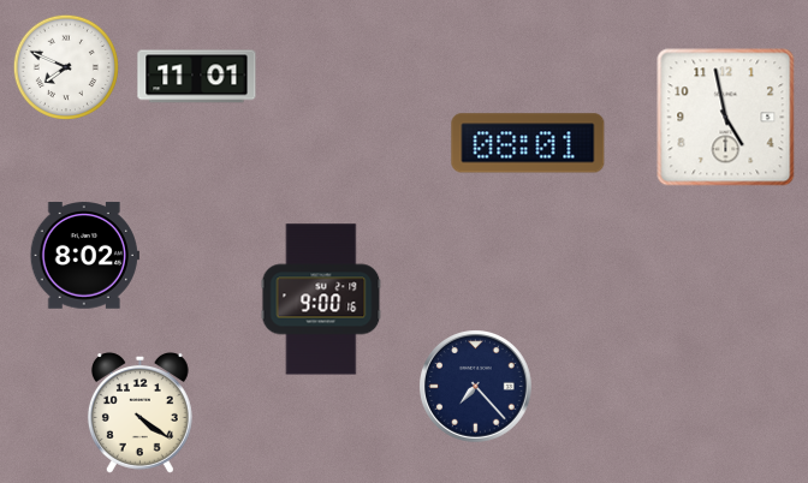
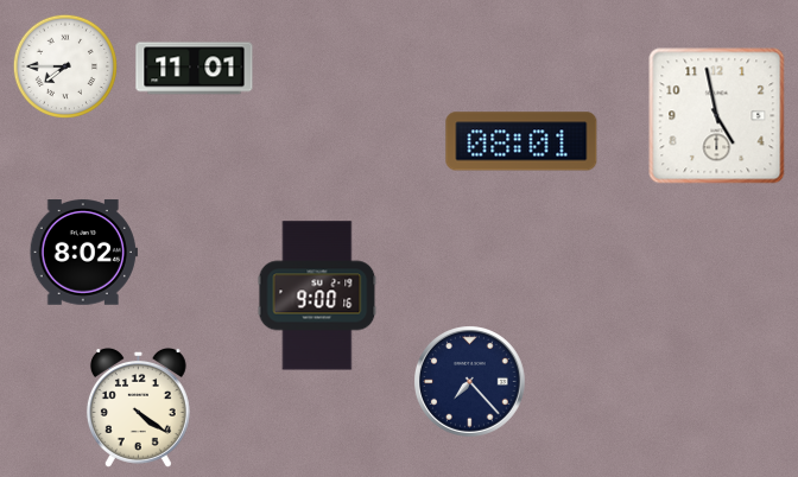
clock at (66, 67): 7:49 -> 7:45
clock at (197, 77) position: (197, 77) -> (195, 69)
